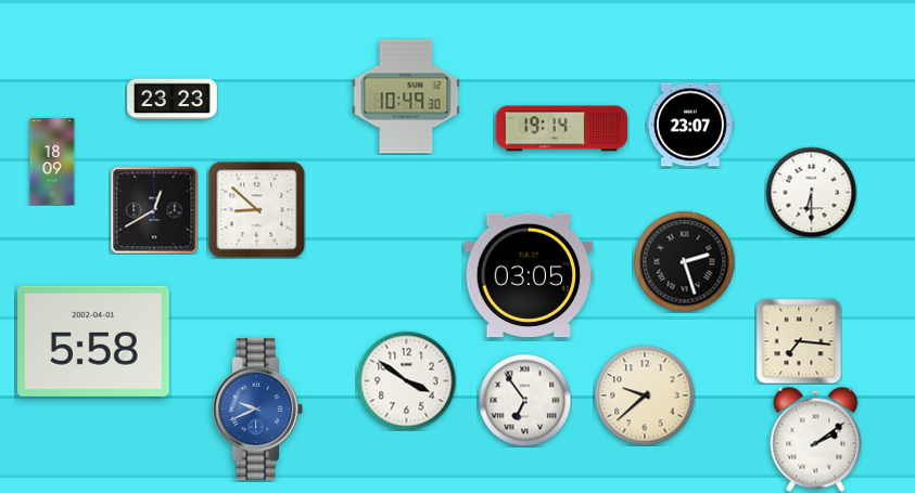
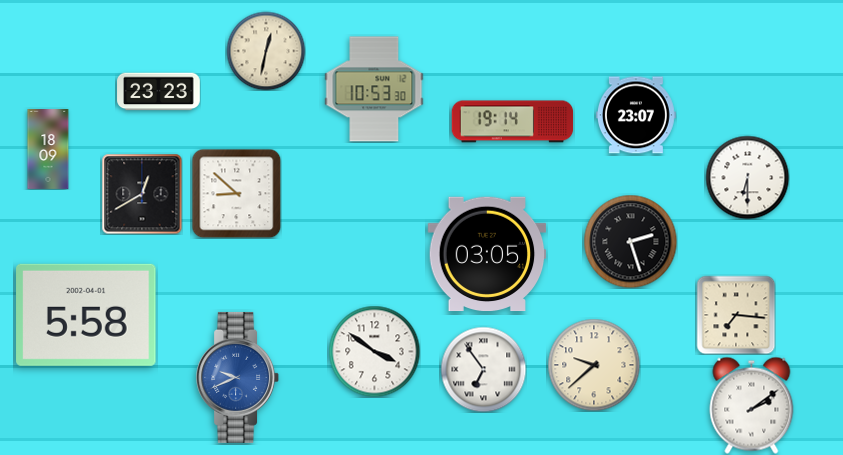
clock at (266, 51): none -> 12:32
clock at (406, 96): 10:49 -> 10:53
clock at (562, 129) position: (562, 129) -> (513, 122)
